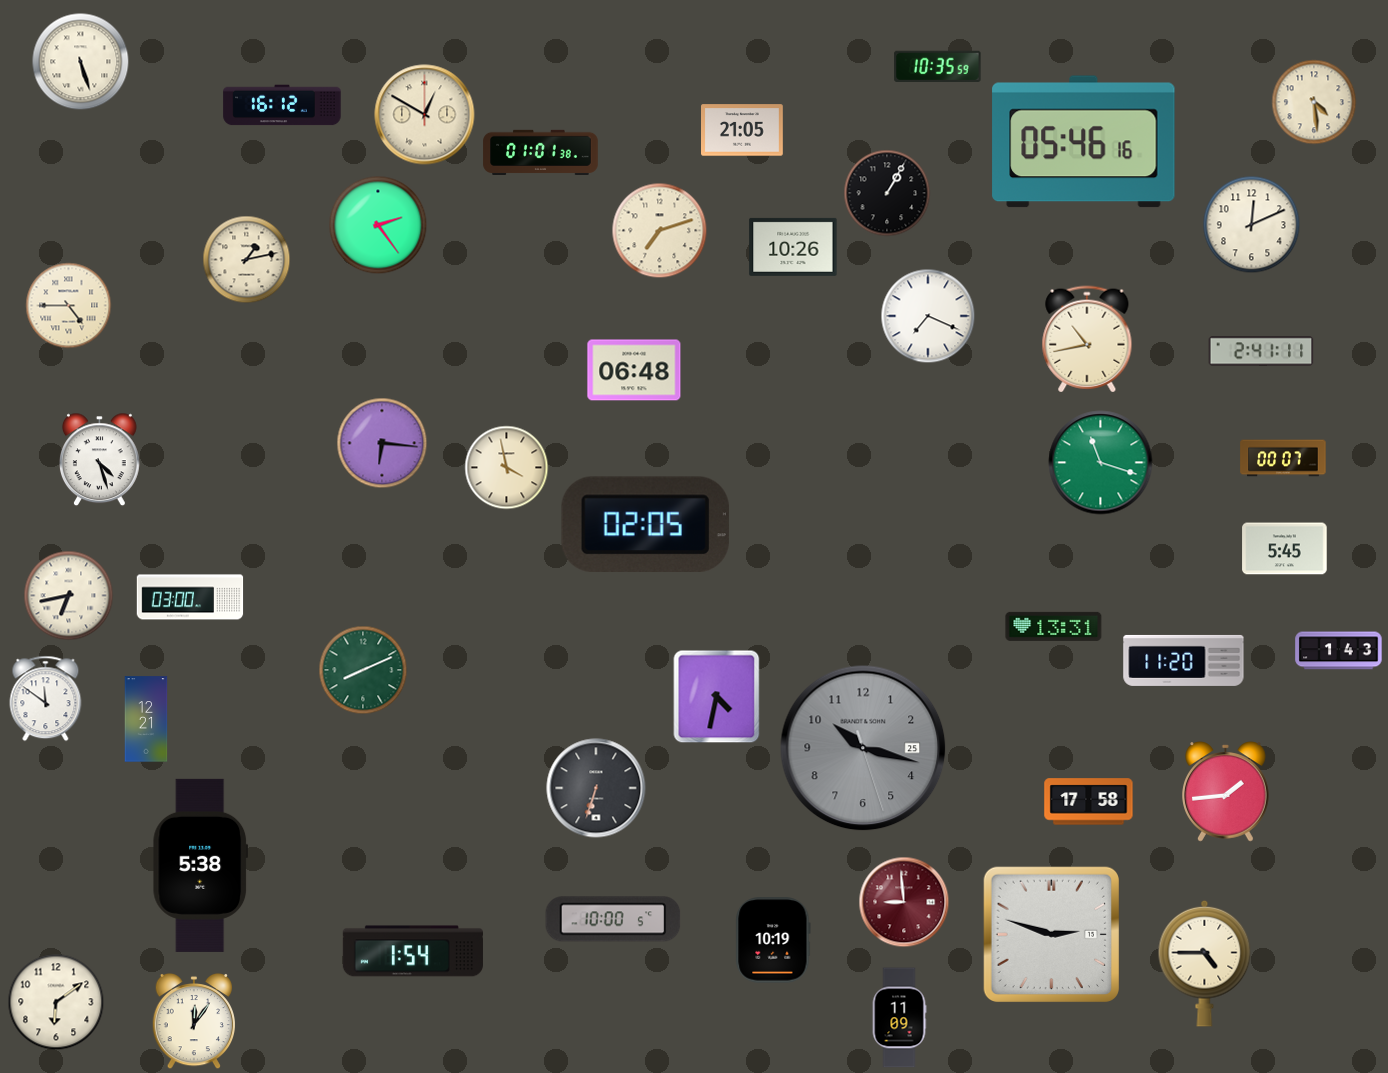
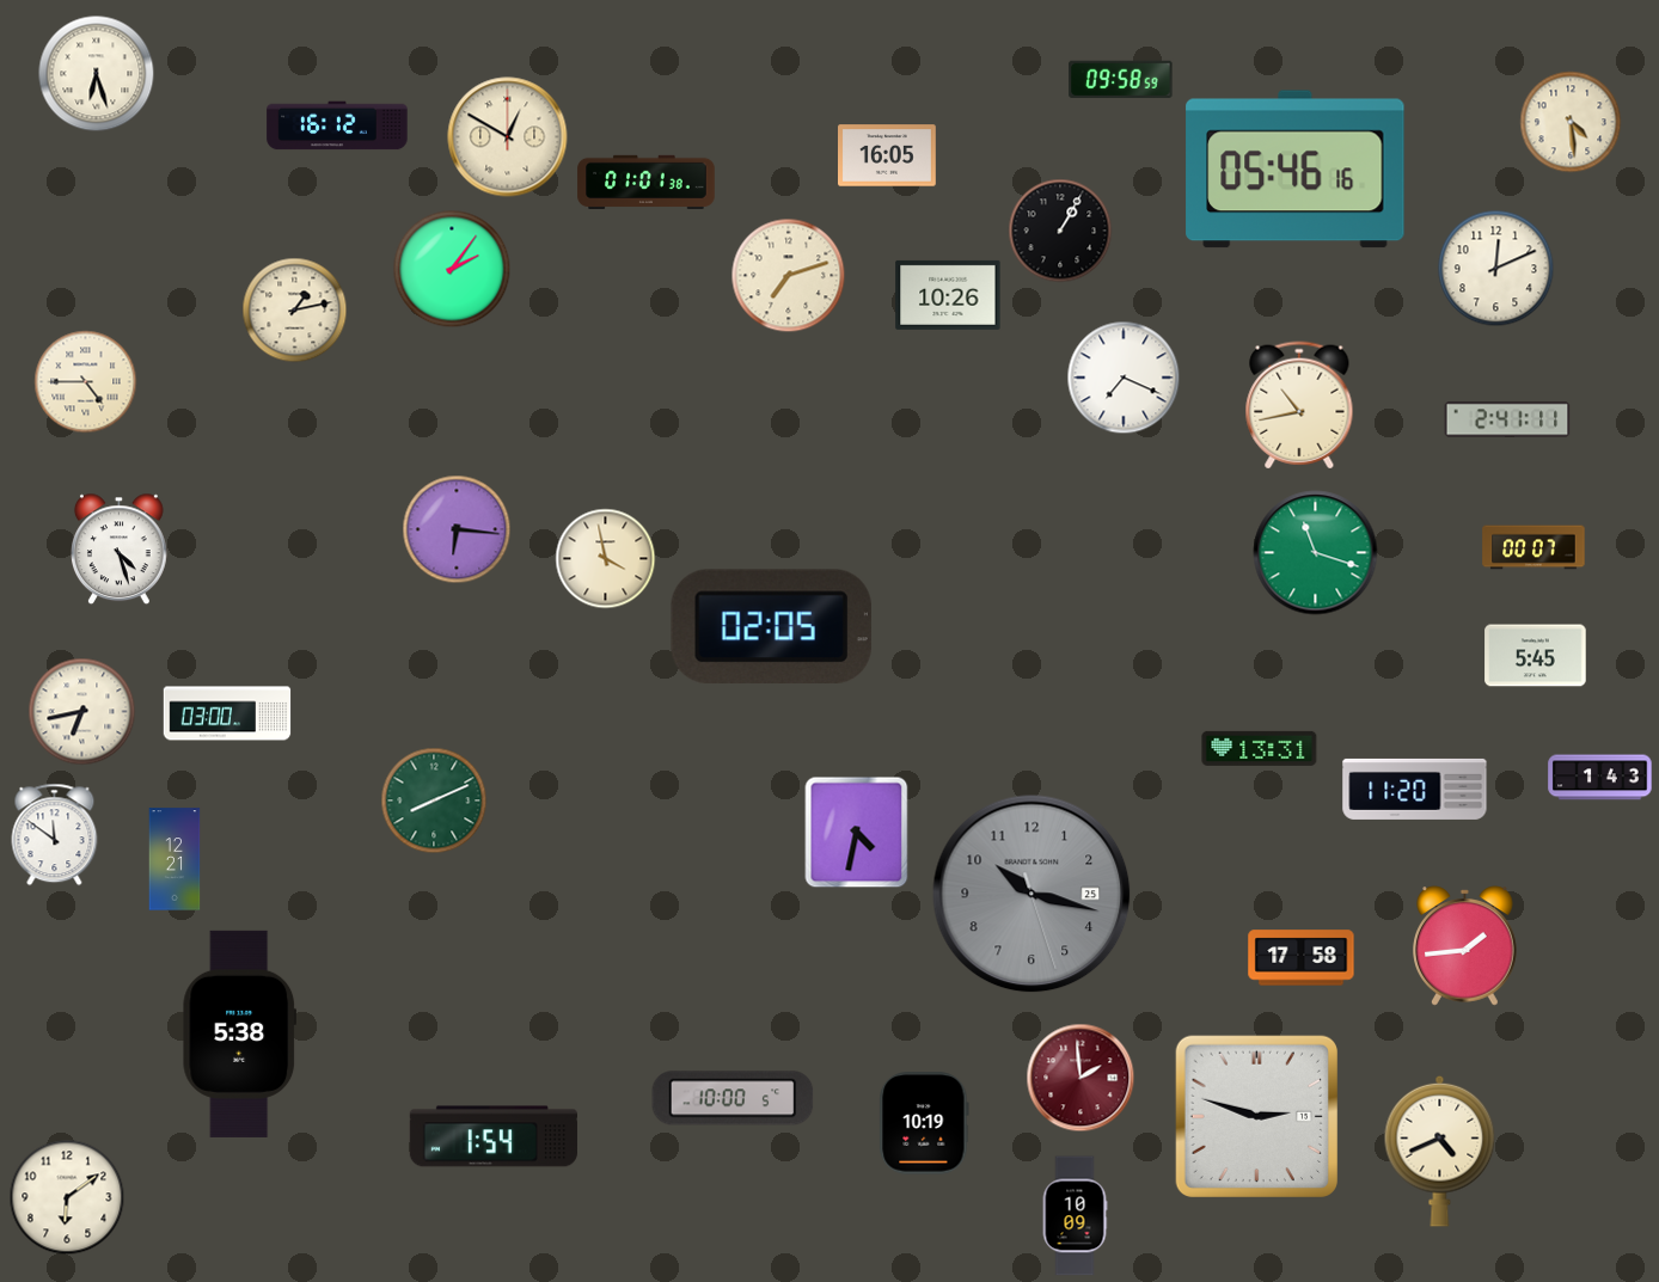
clock at (81, 62): 5:27 -> 6:27
clock at (938, 66): 10:35 -> 09:58
clock at (743, 130): 21:05 -> 16:05
clock at (378, 225): 2:24 -> 2:06
clock at (69, 306) position: (69, 306) -> (86, 382)
clock at (928, 316) position: (928, 316) -> (1124, 378)
clock at (634, 370): 06:48 -> none
clock at (596, 788): 6:33 -> none
clock at (904, 902): 8:59 -> 1:59
clock at (1205, 963): 4:45 -> 4:41
clock at (899, 1018): 11:09 -> 10:09
clock at (193, 1021): 12:06 -> none
